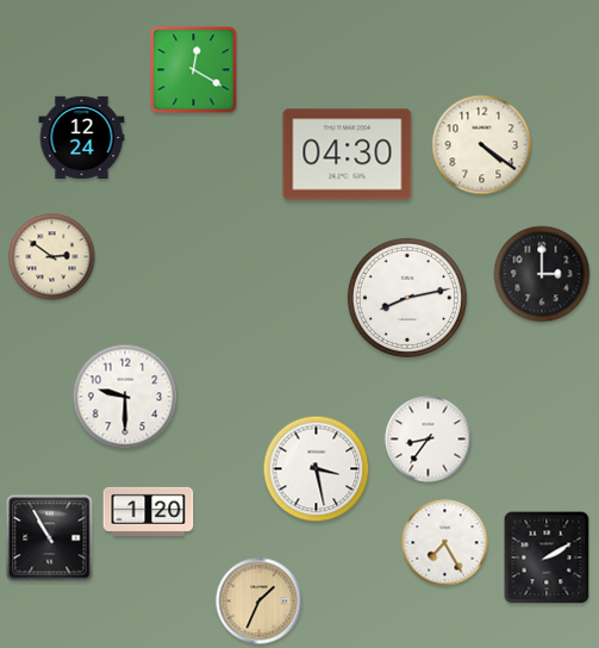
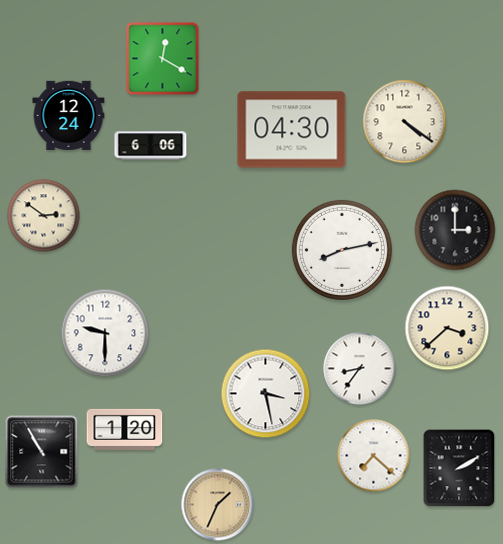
clock at (151, 146): none -> 6:06
clock at (447, 328): none -> 3:38
clock at (445, 543): 7:25 -> 7:22
